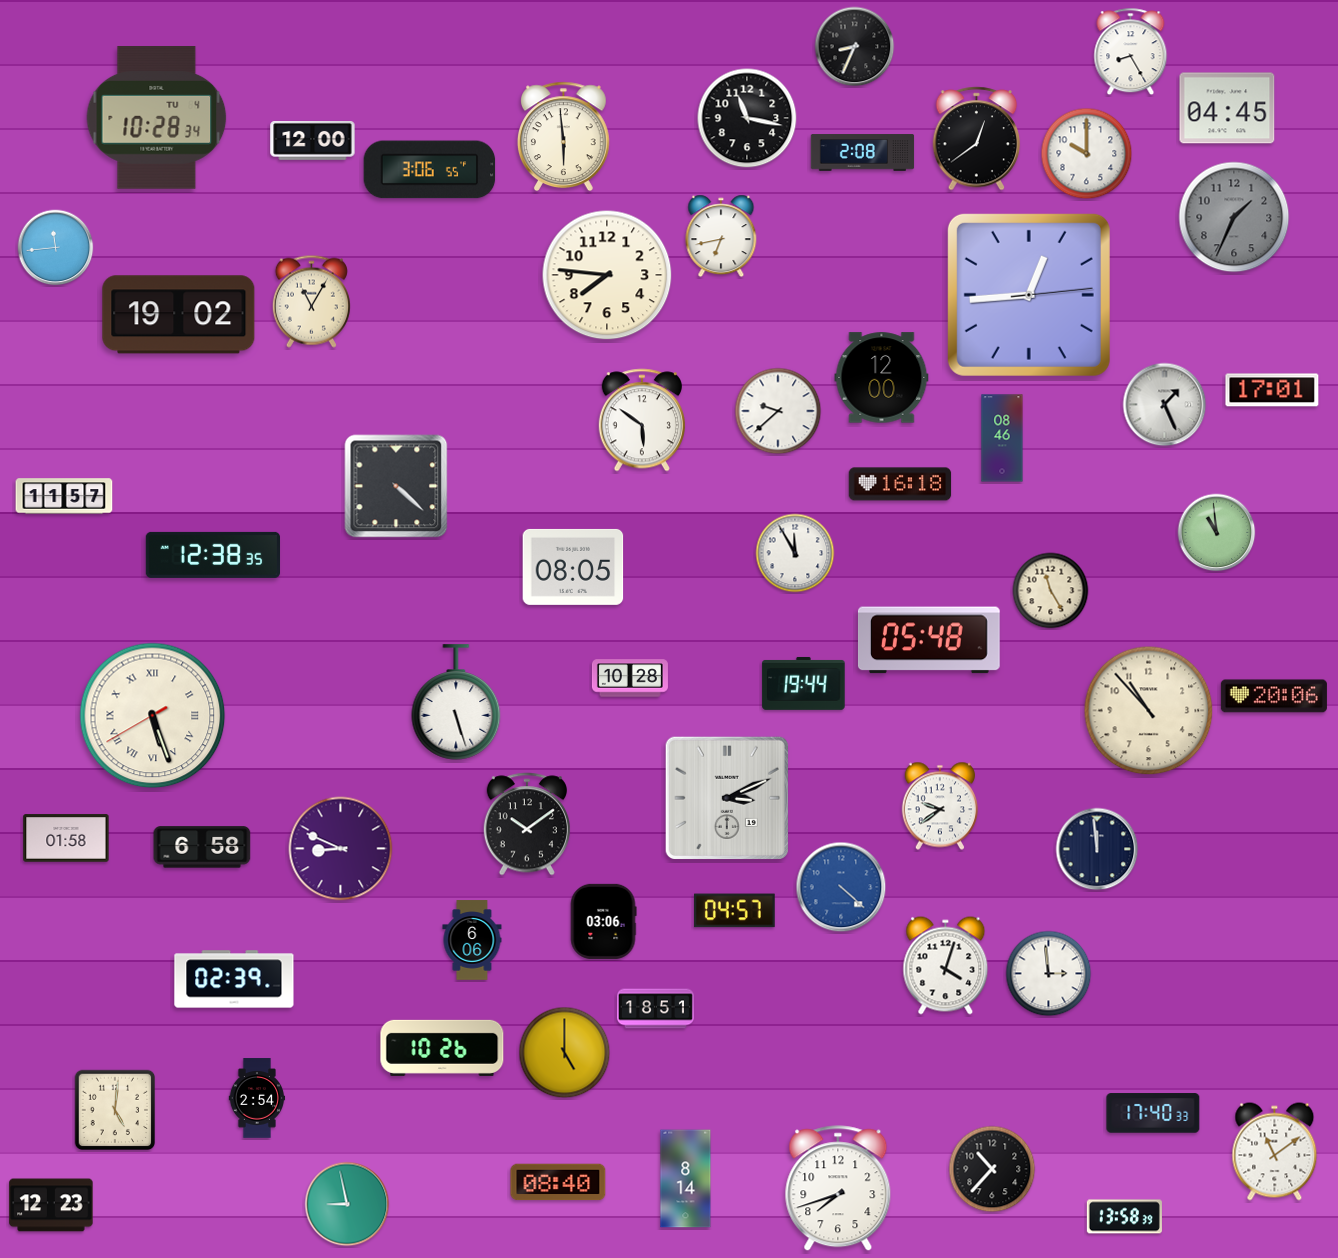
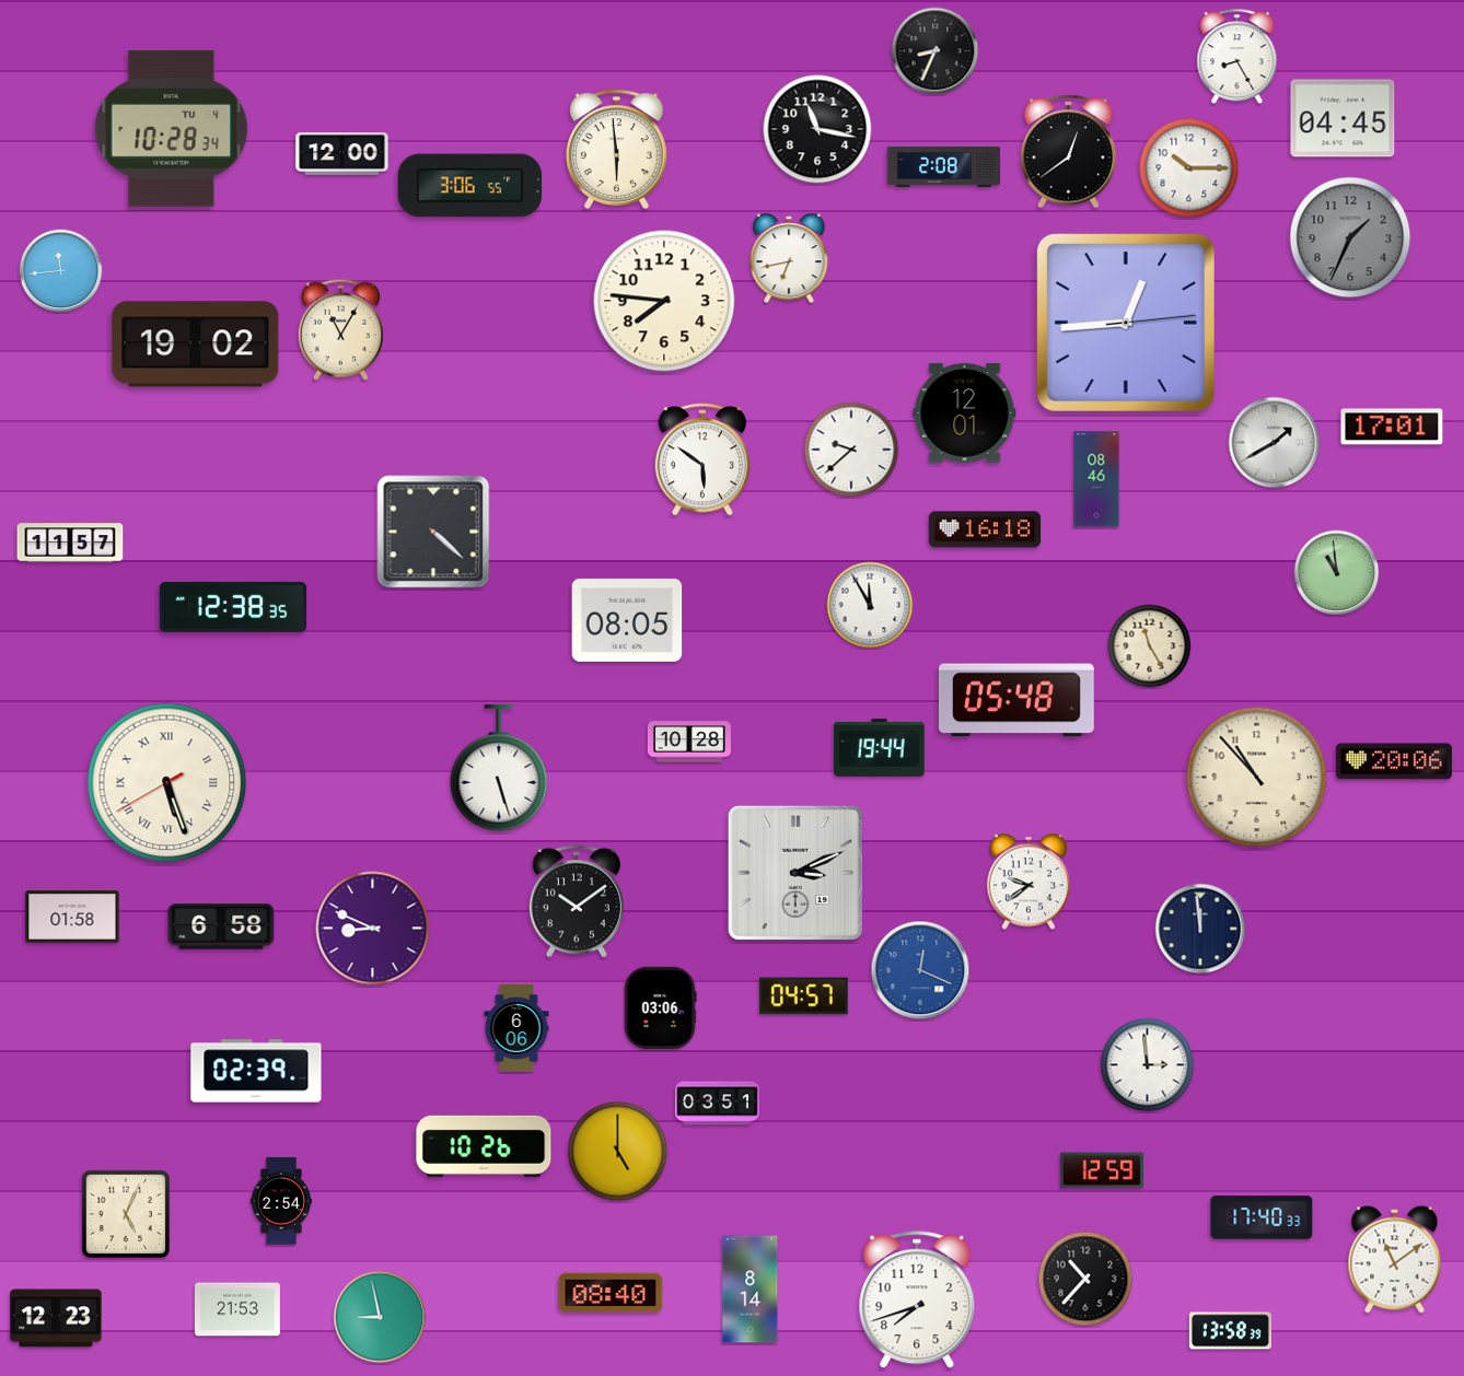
clock at (1087, 154): 10:00 -> 10:15
clock at (882, 378): 12:00 -> 12:01
clock at (1165, 405): 1:26 -> 1:40
clock at (1217, 533) position: (1217, 533) -> (1337, 573)
clock at (841, 887): 4:22 -> 12:19
clock at (946, 966): 4:03 -> none
clock at (655, 1009): 18:51 -> 03:51
clock at (1102, 1170): none -> 12:59
clock at (115, 1110): 5:01 -> 5:04
clock at (237, 1309): none -> 21:53
